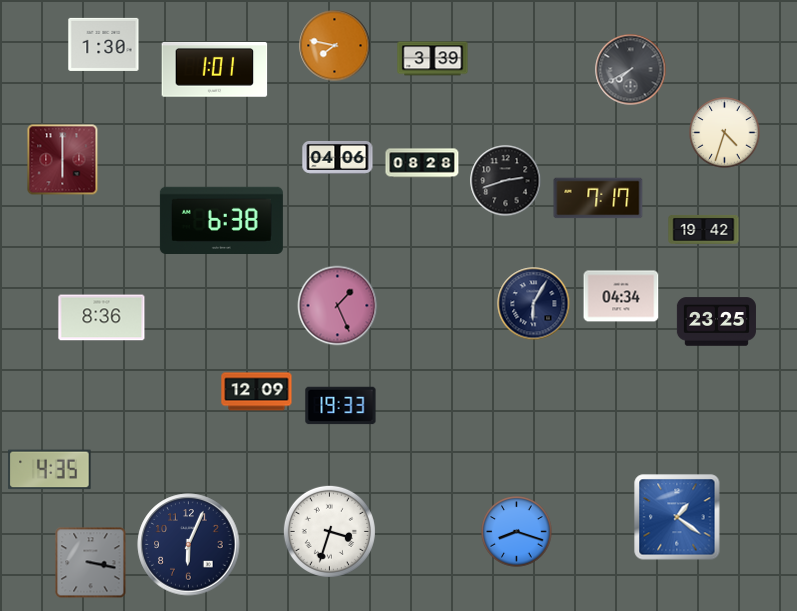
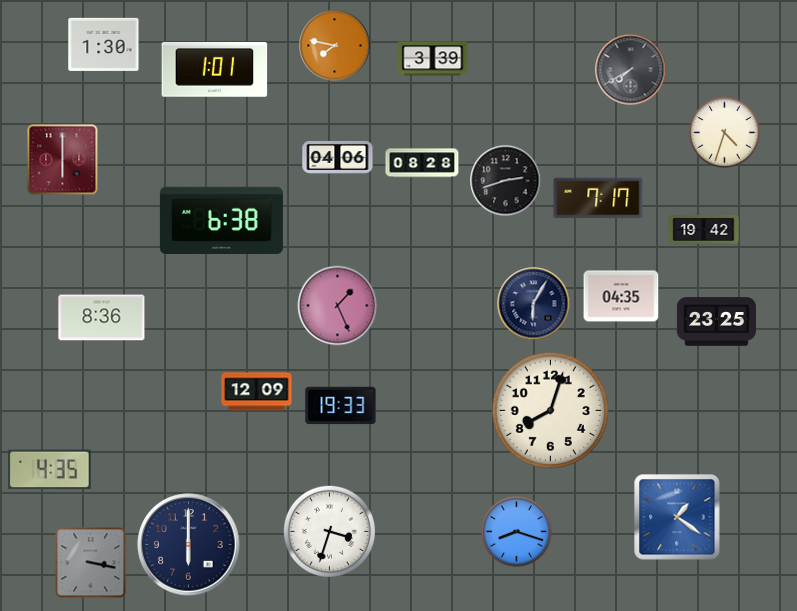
clock at (621, 296): 04:34 -> 04:35
clock at (550, 410): none -> 8:03
clock at (189, 545): 6:04 -> 6:00
